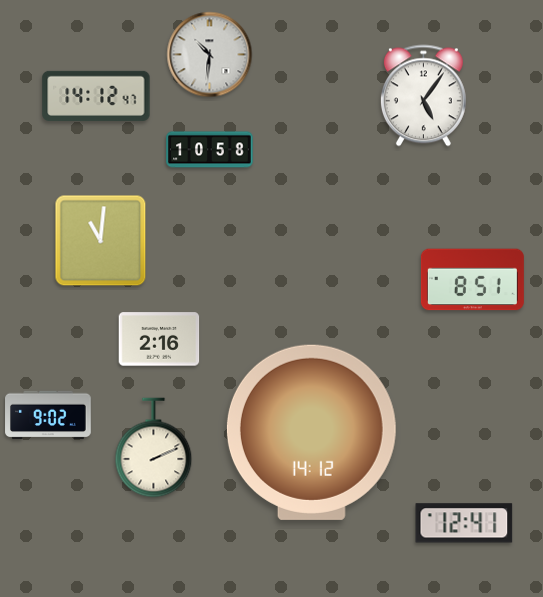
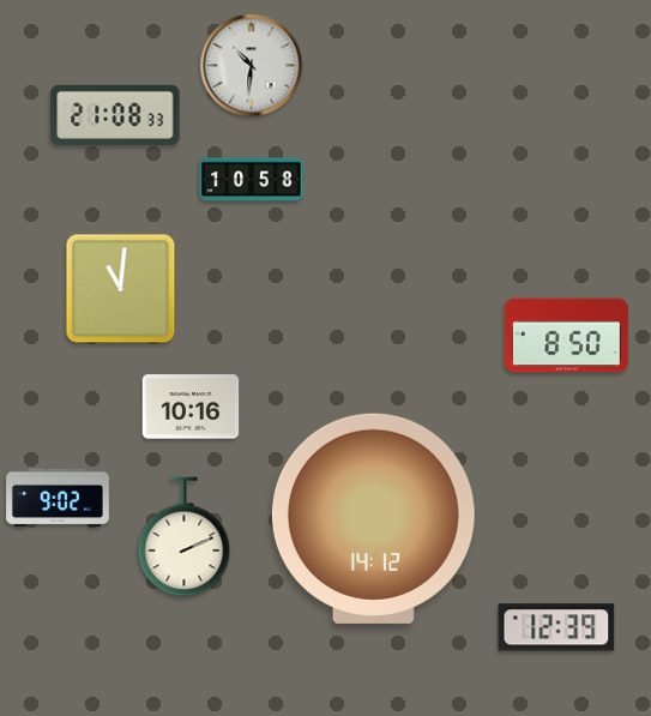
clock at (96, 96): 14:12 -> 21:08
clock at (423, 96): 5:06 -> none
clock at (472, 280): 8:51 -> 8:50
clock at (159, 339): 2:16 -> 10:16
clock at (464, 523): 12:41 -> 12:39
